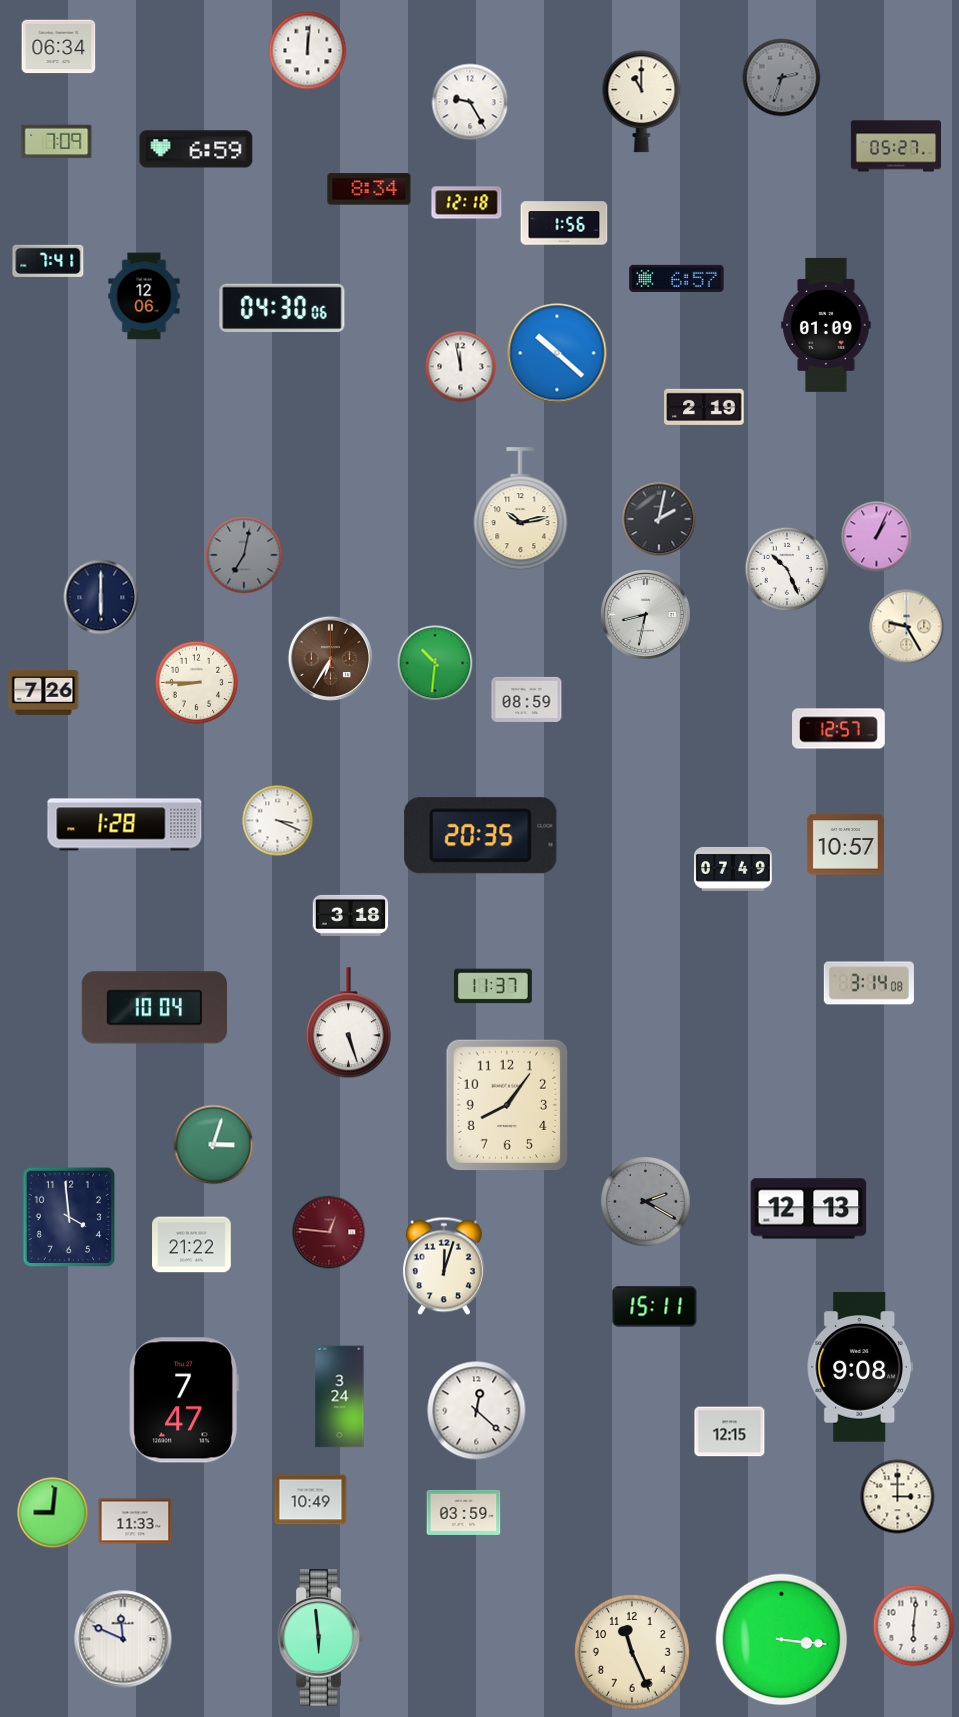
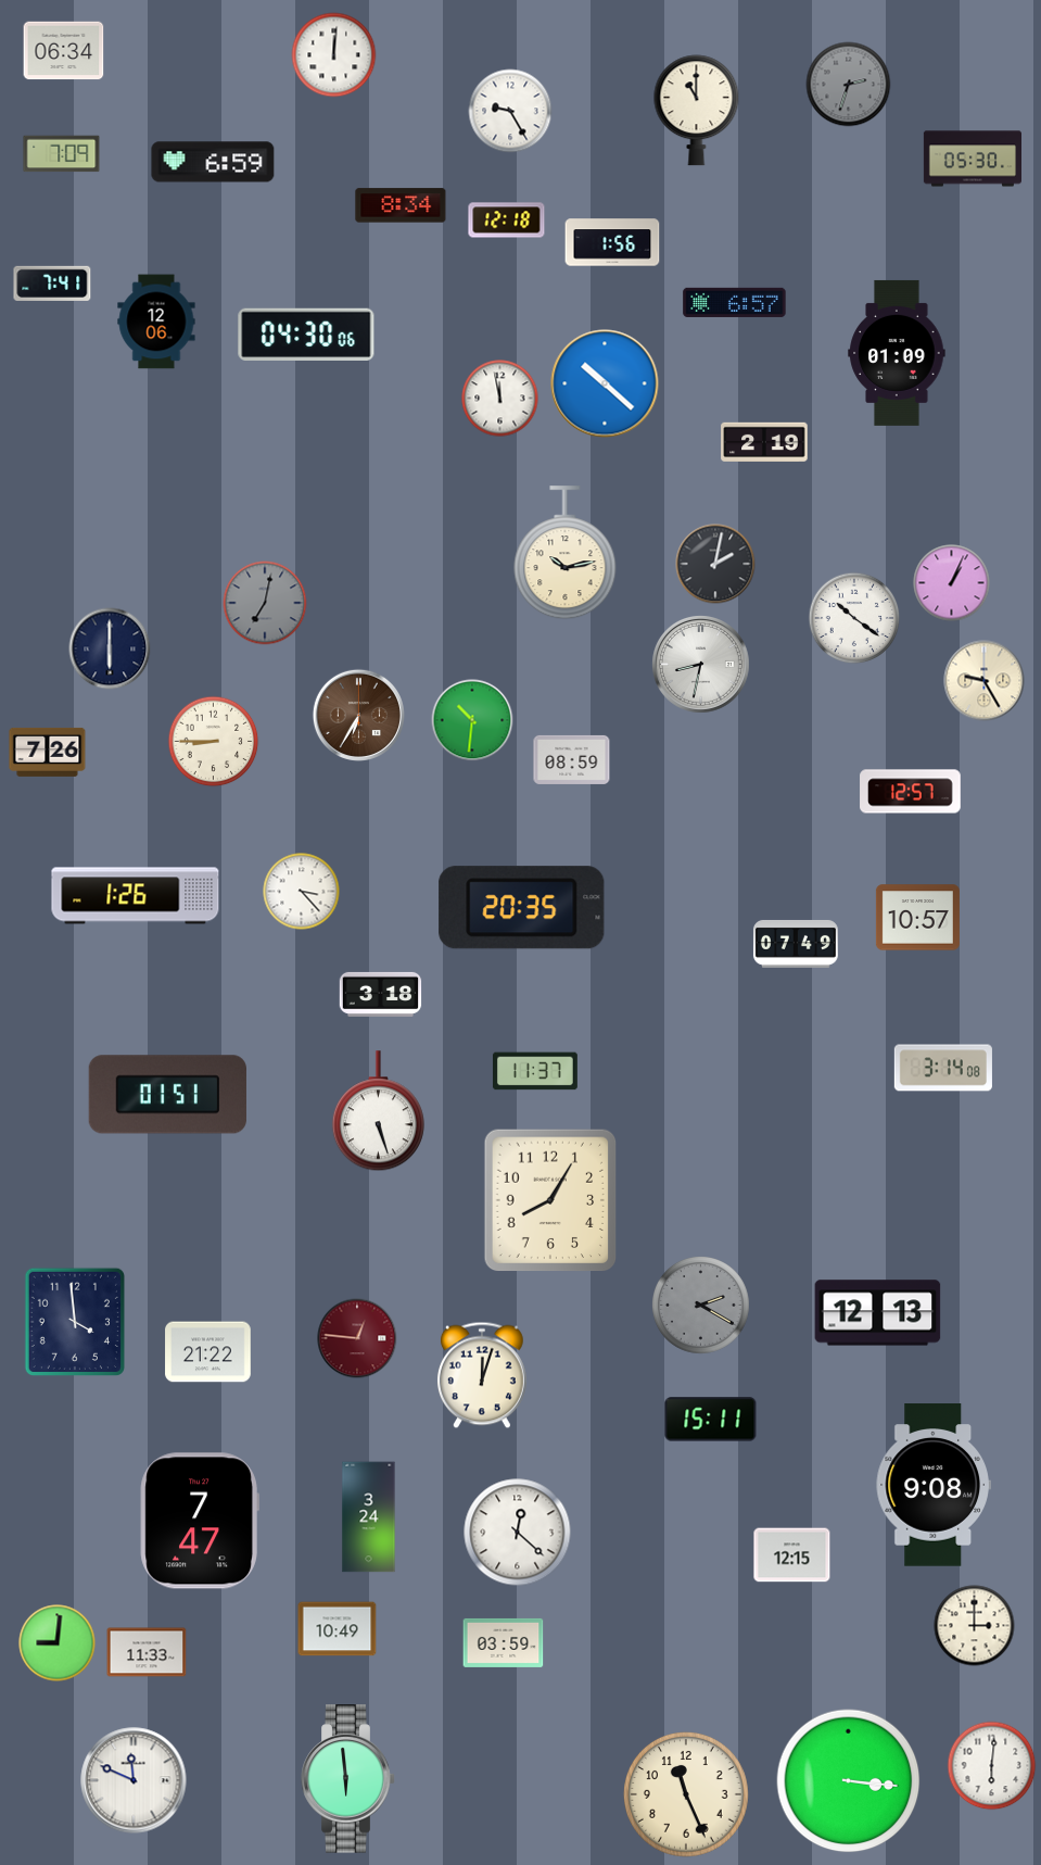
clock at (895, 146): 05:27 -> 05:30
clock at (787, 569): 10:26 -> 10:21
clock at (646, 615) position: (646, 615) -> (701, 665)
clock at (278, 821): 3:19 -> 3:23
clock at (125, 825): 1:28 -> 1:26
clock at (154, 1008): 10:04 -> 01:51
clock at (507, 1105): 8:06 -> 8:05
clock at (214, 1145): 3:03 -> none
